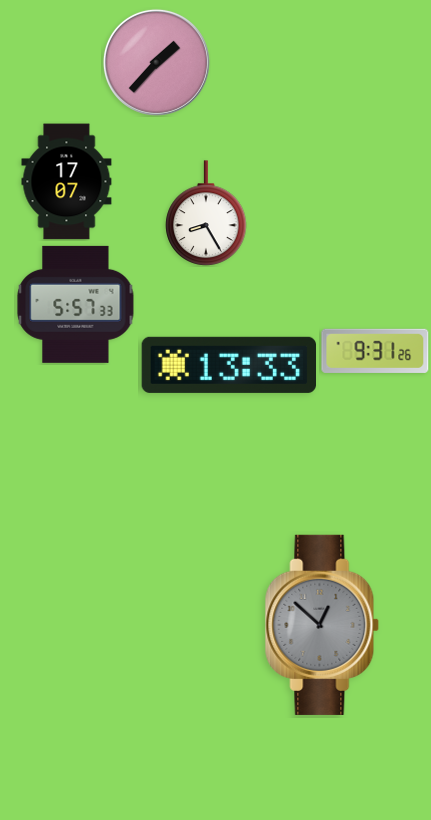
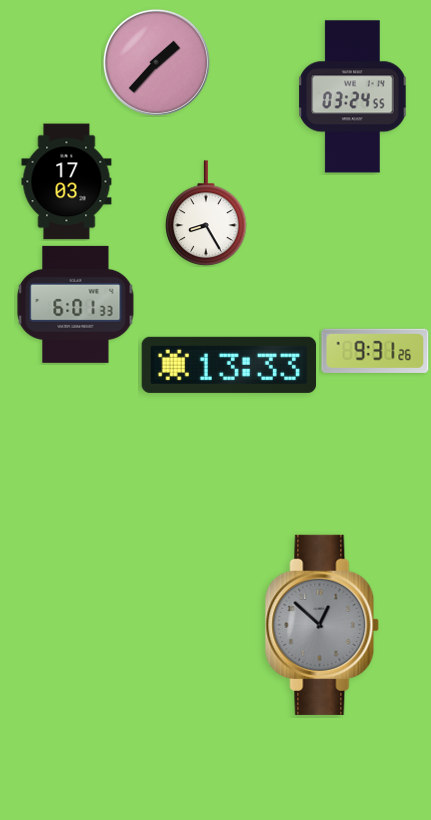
clock at (353, 97): none -> 03:24
clock at (67, 182): 17:07 -> 17:03
clock at (76, 304): 5:57 -> 6:01
